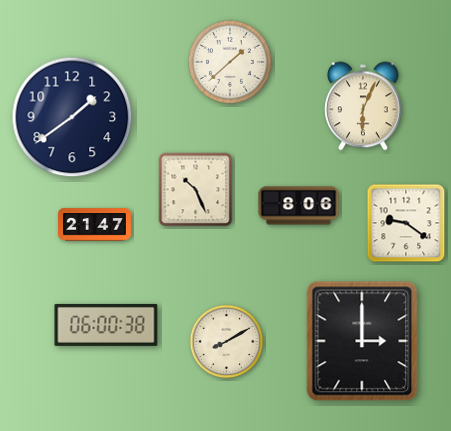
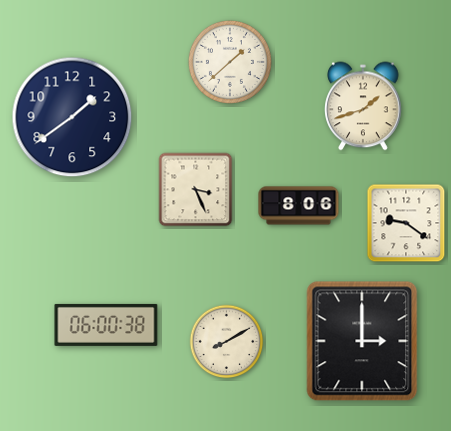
clock at (363, 106): 6:04 -> 1:42
clock at (196, 190): 10:26 -> 3:26
clock at (95, 225): 21:47 -> none
